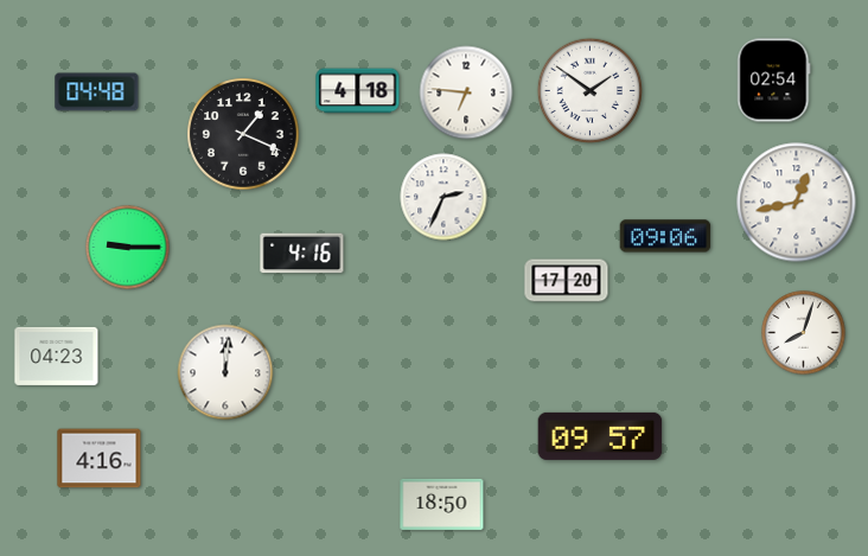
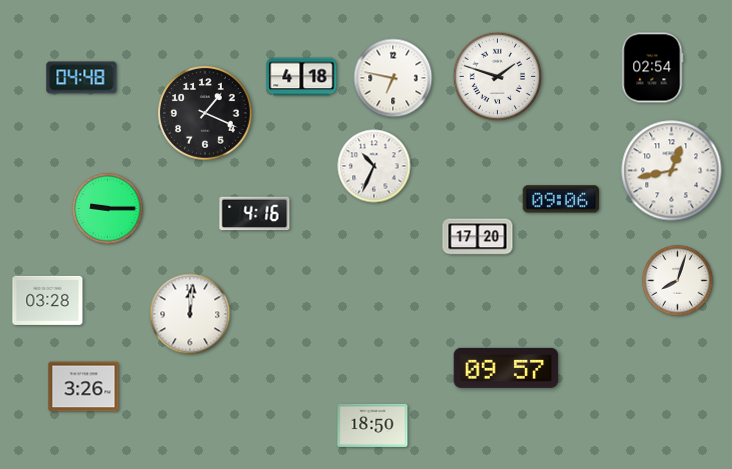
clock at (589, 90): 1:51 -> 1:48
clock at (466, 92): 6:46 -> 6:47
clock at (443, 197): 2:34 -> 10:34
clock at (57, 356): 04:23 -> 03:28
clock at (100, 459): 4:16 -> 3:26
